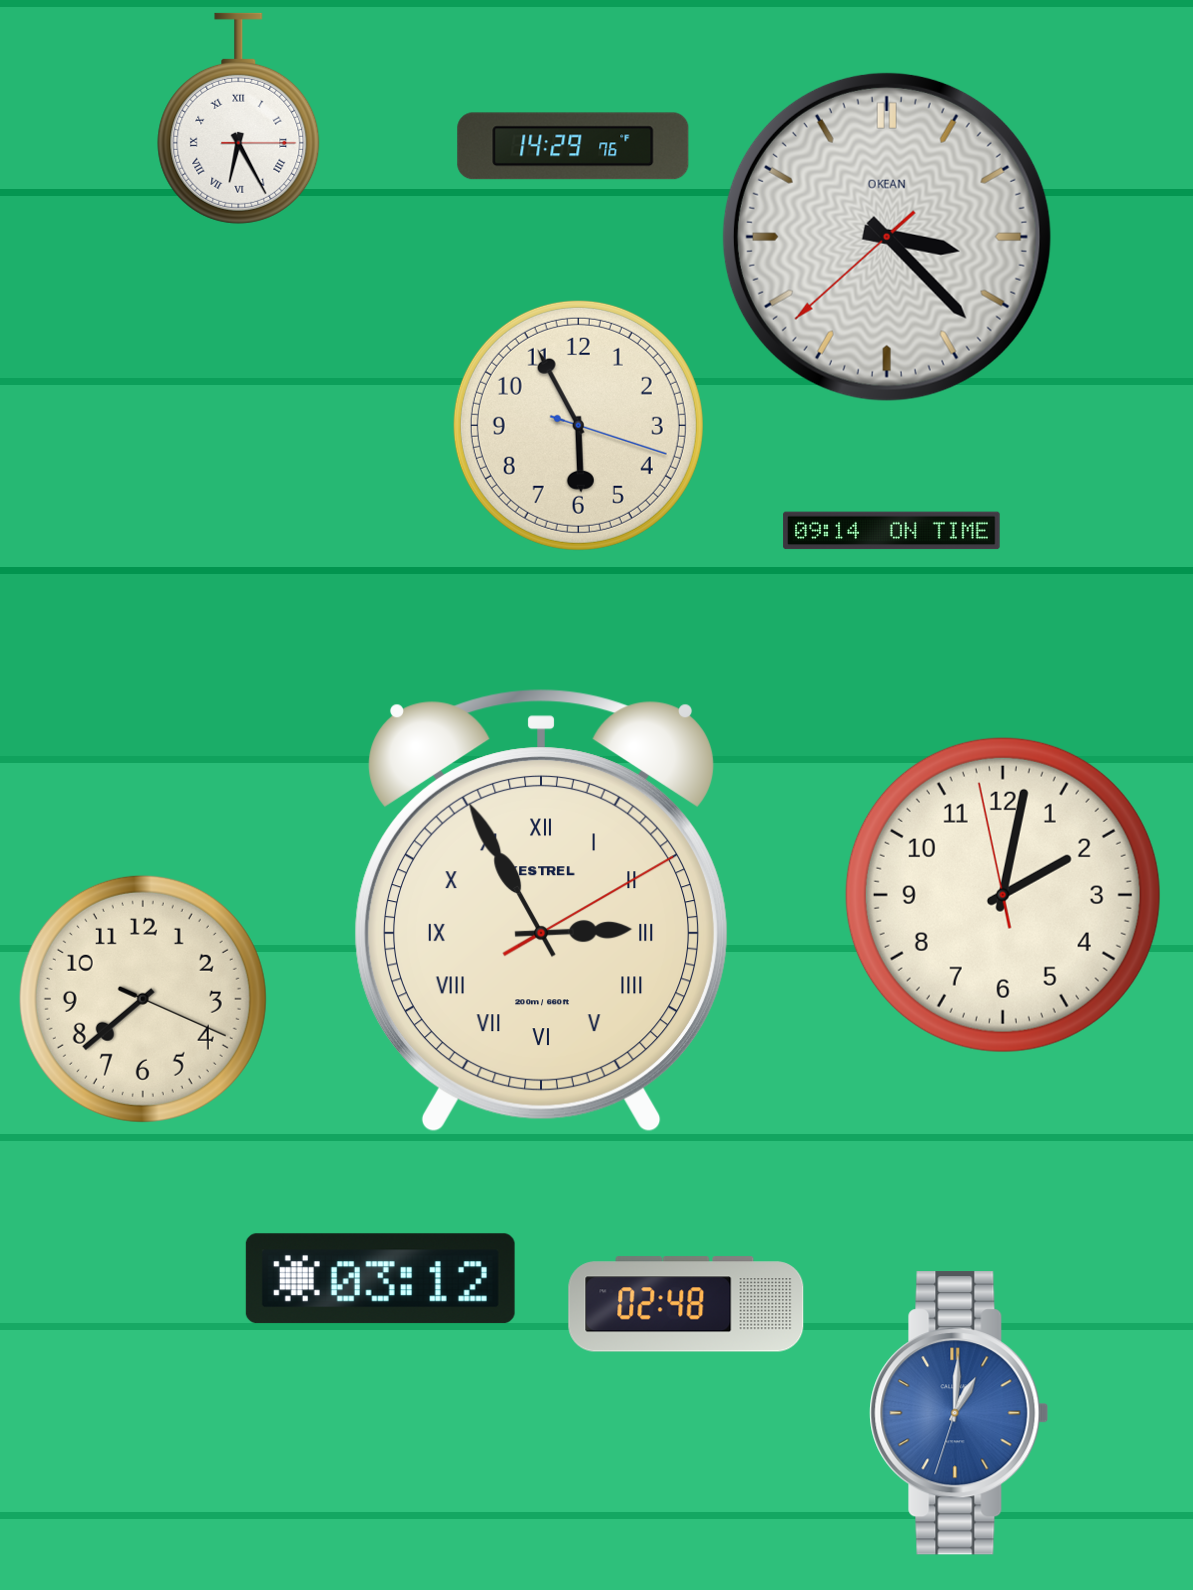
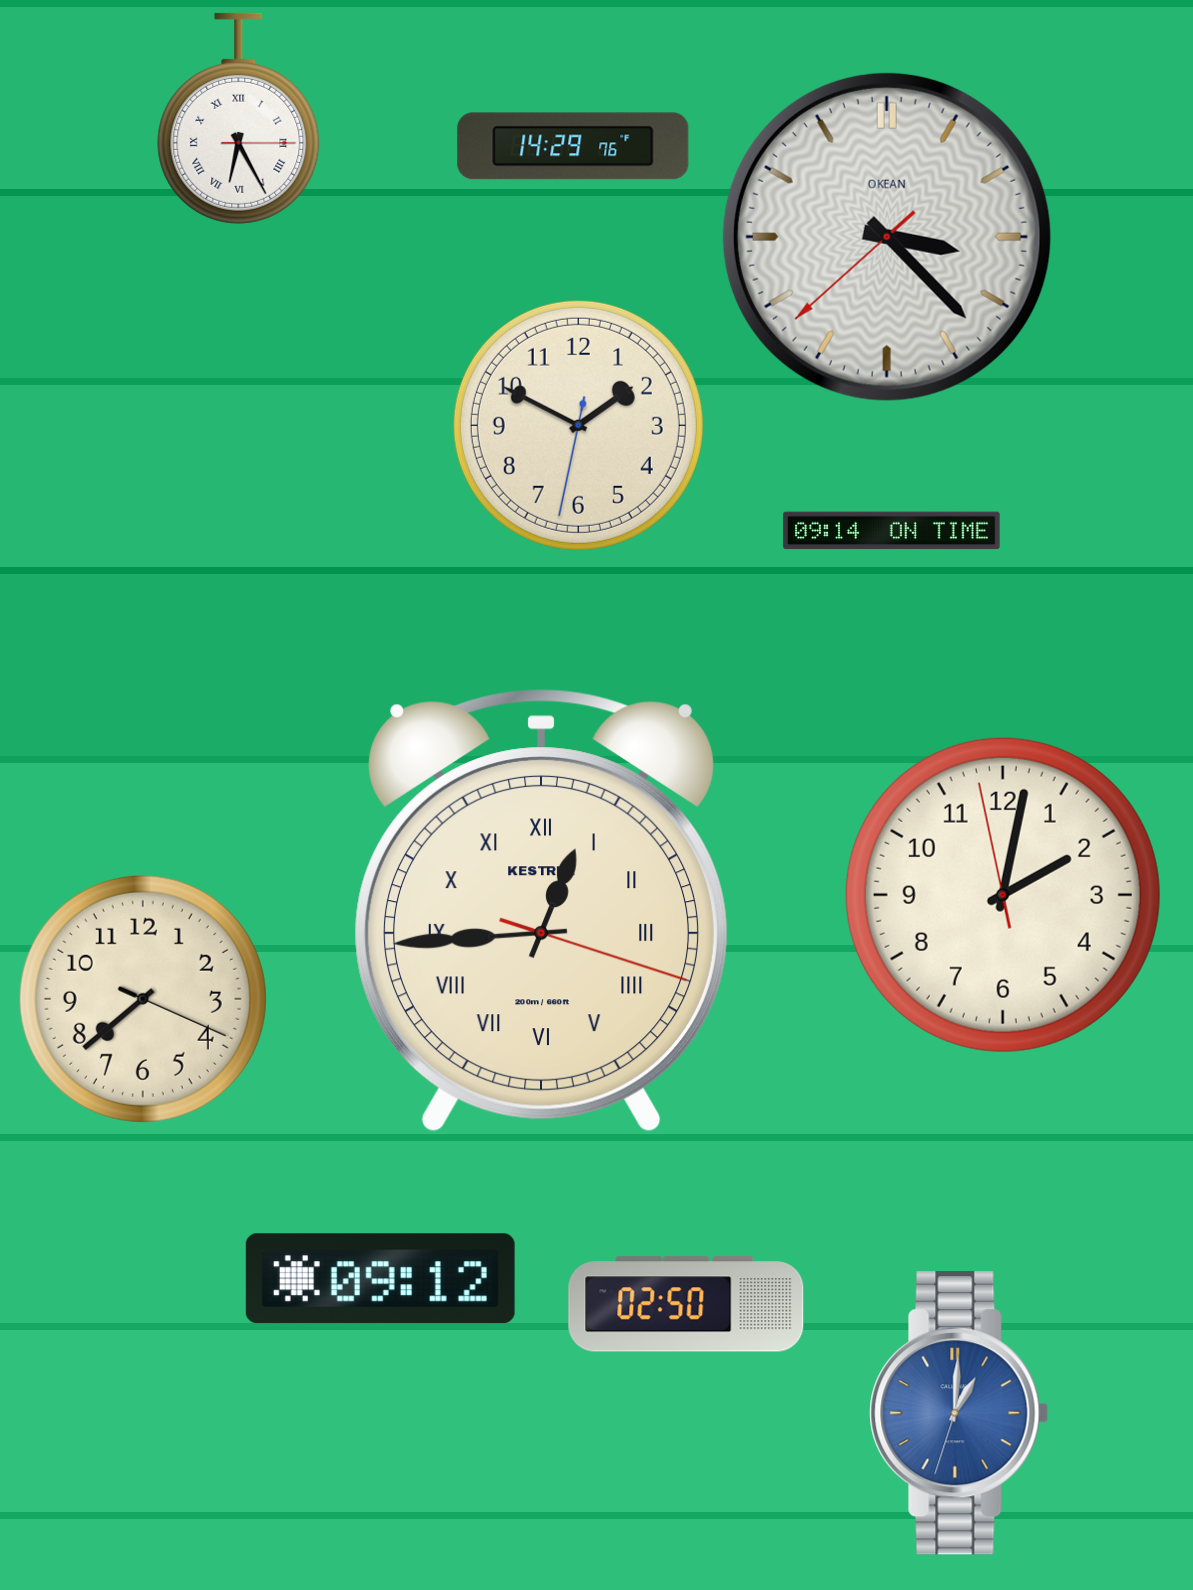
clock at (578, 425): 5:55 -> 1:49
clock at (541, 911): 2:55 -> 12:44
clock at (380, 1279): 03:12 -> 09:12
clock at (686, 1304): 02:48 -> 02:50
